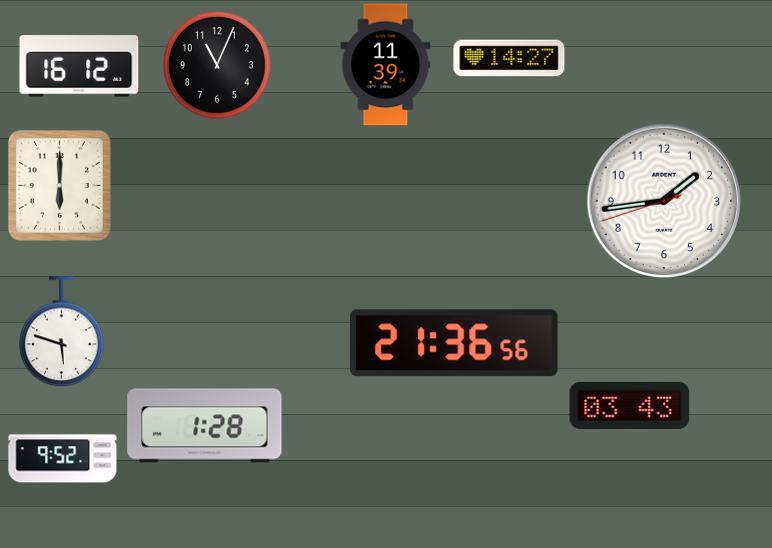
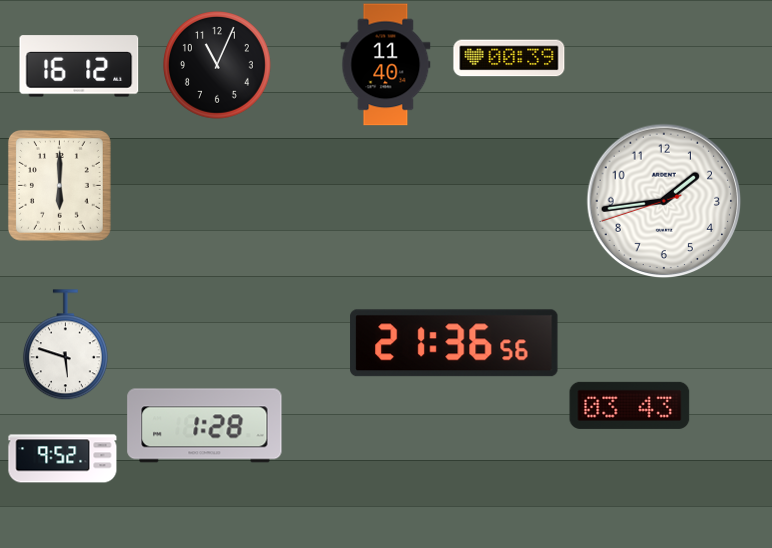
clock at (509, 58): 14:27 -> 00:39
clock at (386, 65): 11:39 -> 11:40
clock at (61, 332) position: (61, 332) -> (65, 345)
